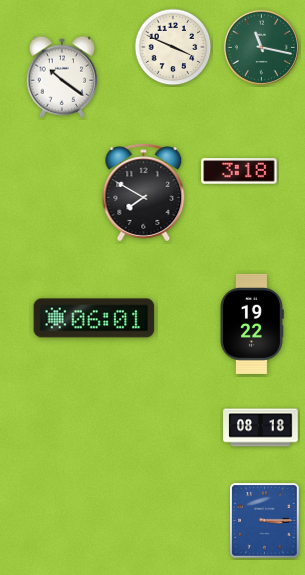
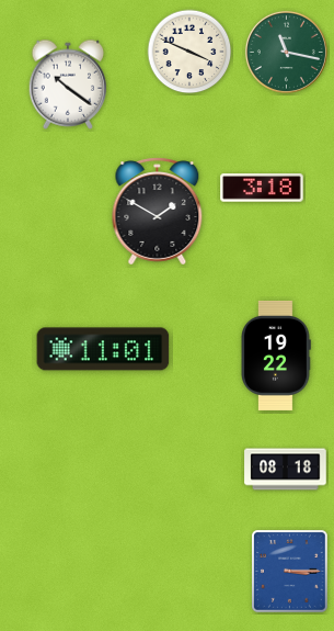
clock at (144, 193): 7:50 -> 1:50
clock at (94, 318): 06:01 -> 11:01
